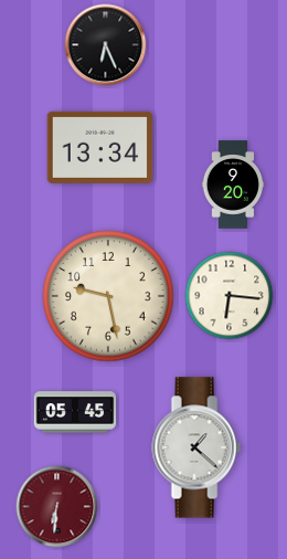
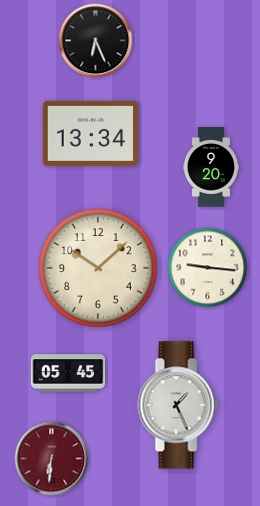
clock at (108, 296): 9:28 -> 10:08
clock at (230, 296): 6:16 -> 9:16
clock at (196, 447): 1:22 -> 1:26
